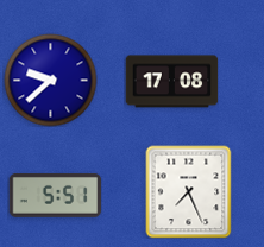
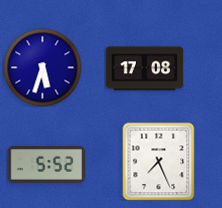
clock at (50, 80): 9:38 -> 5:33
clock at (55, 195): 5:51 -> 5:52
